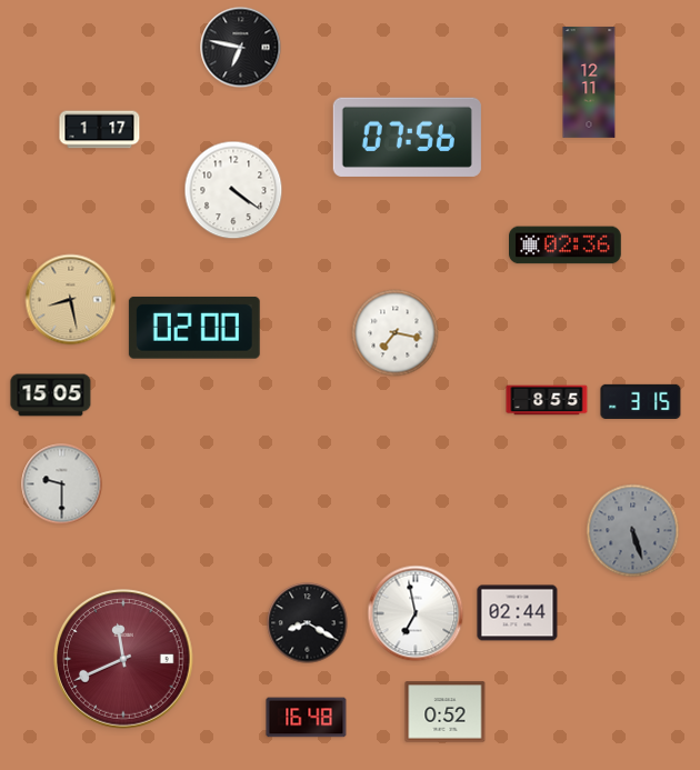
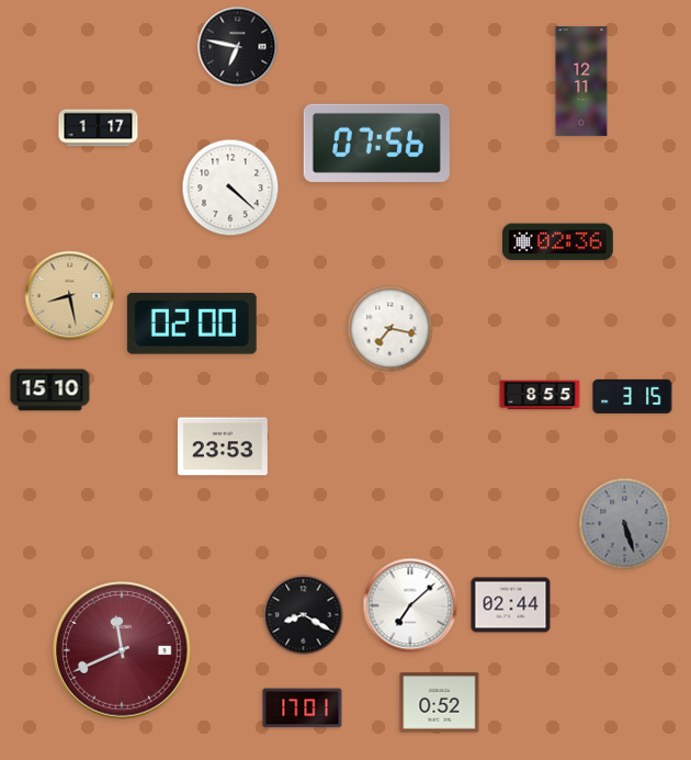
clock at (407, 137) position: (407, 137) -> (376, 143)
clock at (233, 190): 4:21 -> 4:22
clock at (51, 396): 15:05 -> 15:10
clock at (223, 446): none -> 23:53
clock at (62, 484): 9:30 -> none
clock at (416, 613): 6:58 -> 7:08
clock at (307, 718): 16:48 -> 17:01
